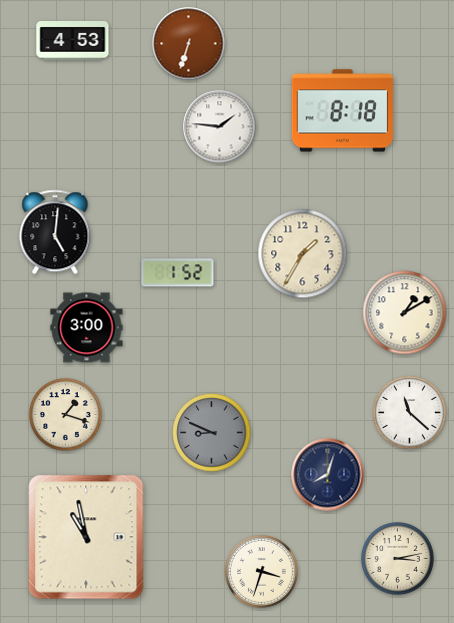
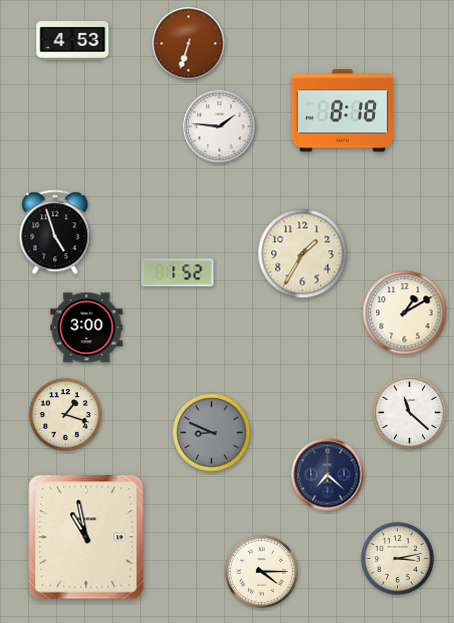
clock at (55, 232): 5:01 -> 4:57
clock at (328, 475): 8:03 -> 7:22
clock at (262, 572): 3:33 -> 4:15
